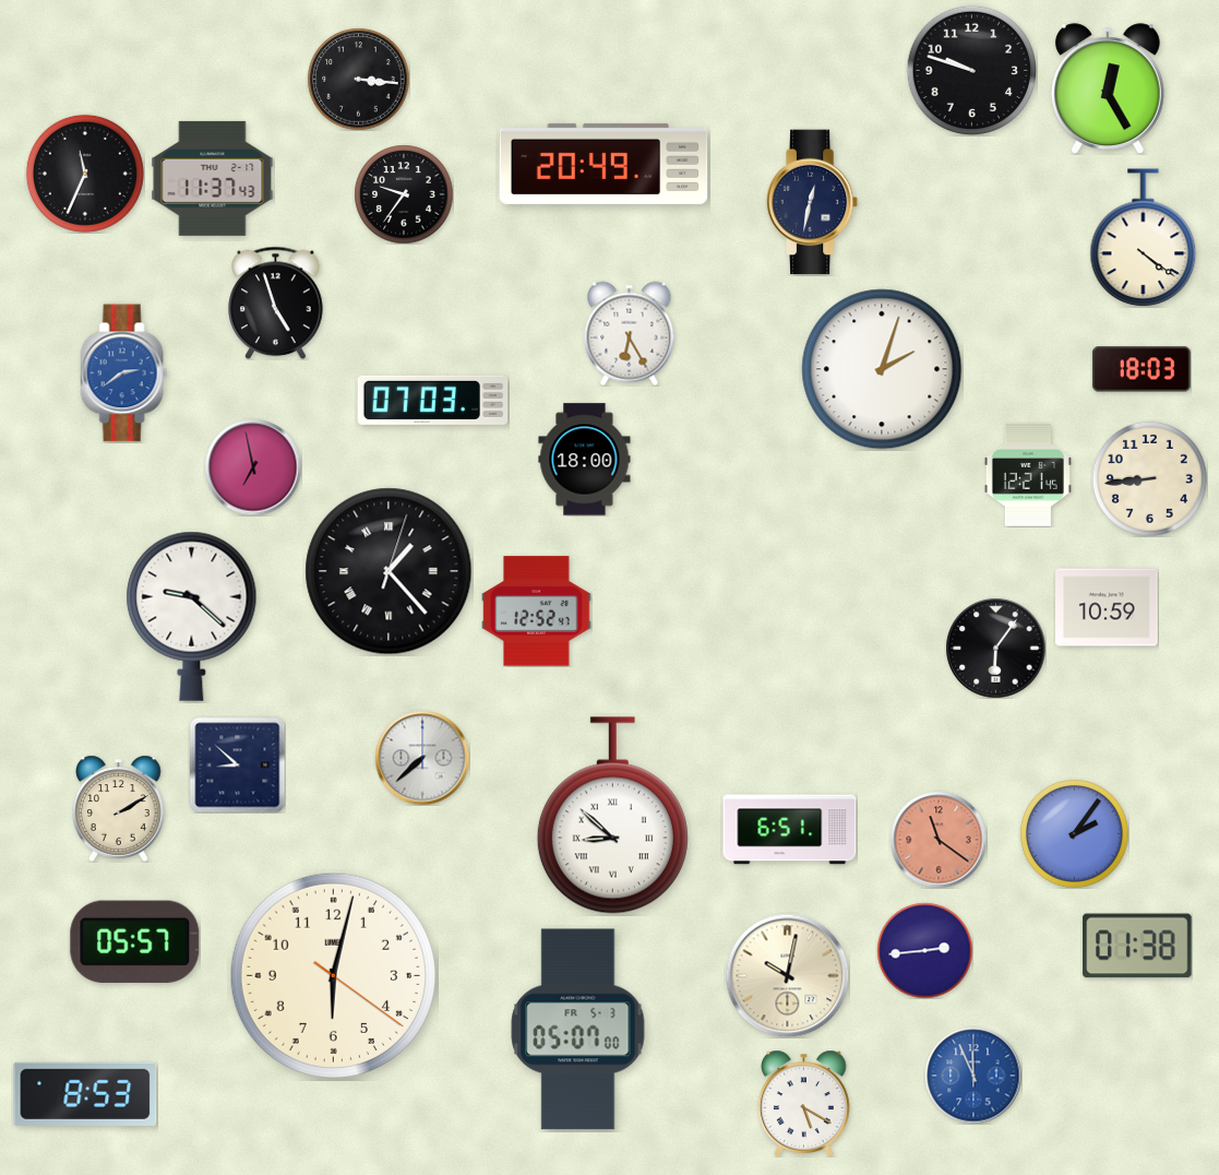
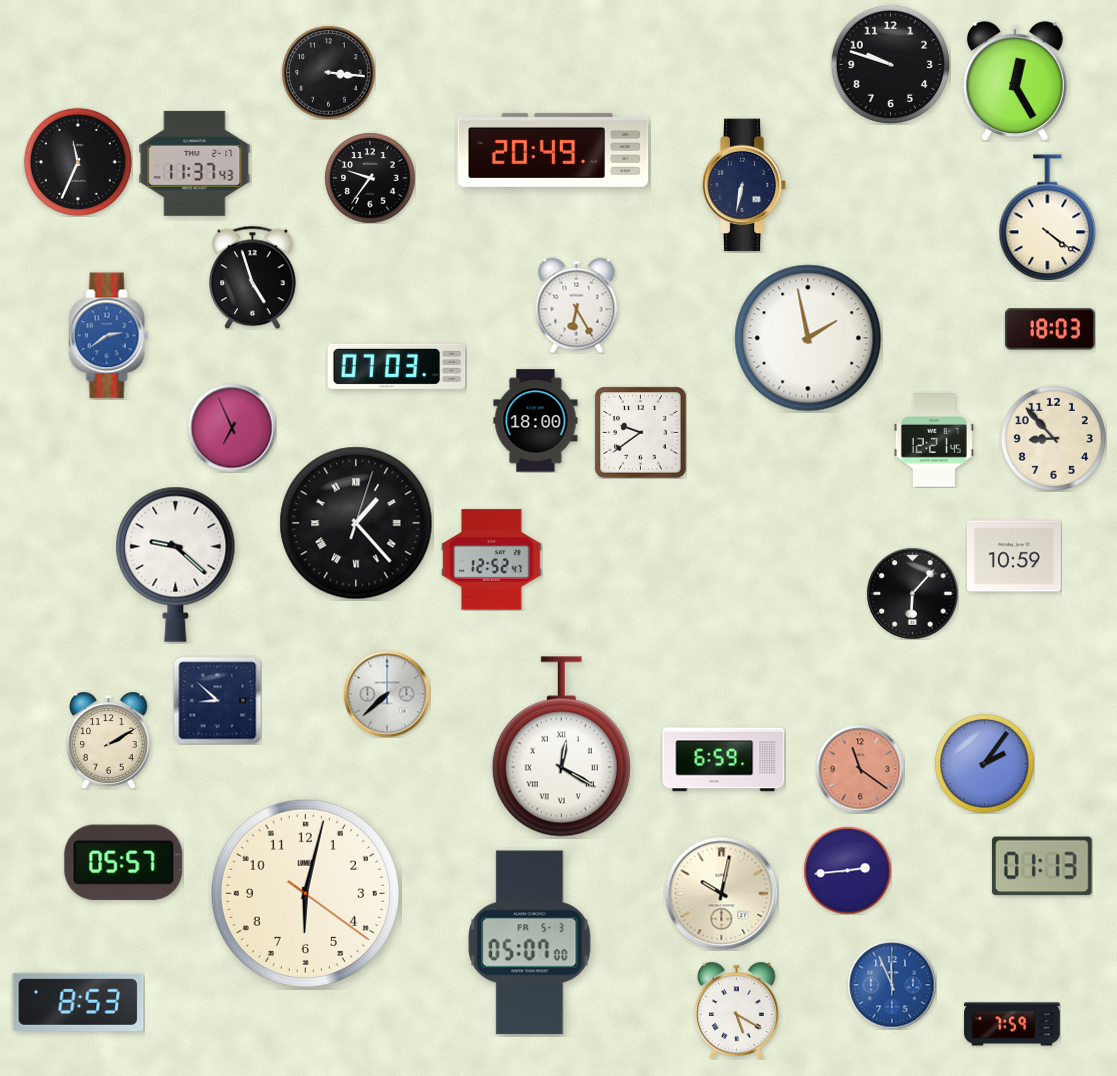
clock at (85, 174) position: (85, 174) -> (78, 162)
clock at (812, 202): 12:32 -> 6:32
clock at (882, 369): 2:03 -> 1:58
clock at (1142, 369) position: (1142, 369) -> (1050, 329)
clock at (124, 373) position: (124, 373) -> (109, 336)
clock at (253, 467): 6:58 -> 6:56
clock at (640, 432): none -> 9:39
clock at (1028, 476) position: (1028, 476) -> (934, 441)
clock at (1149, 478): 8:44 -> 8:53
clock at (995, 648): 6:06 -> 6:07
clock at (612, 816): 8:52 -> 12:20
clock at (790, 830): 6:51 -> 6:59
clock at (1137, 946): 01:38 -> 01:13
clock at (1012, 1024): none -> 7:59
